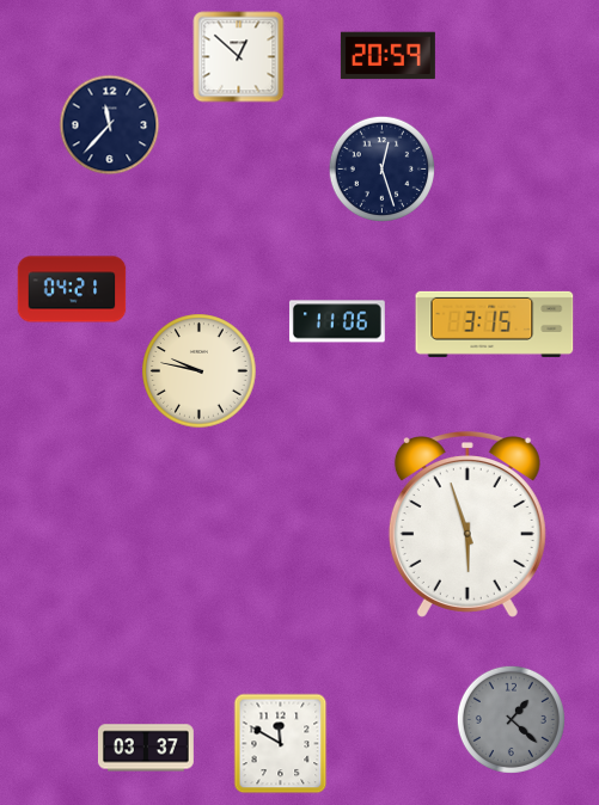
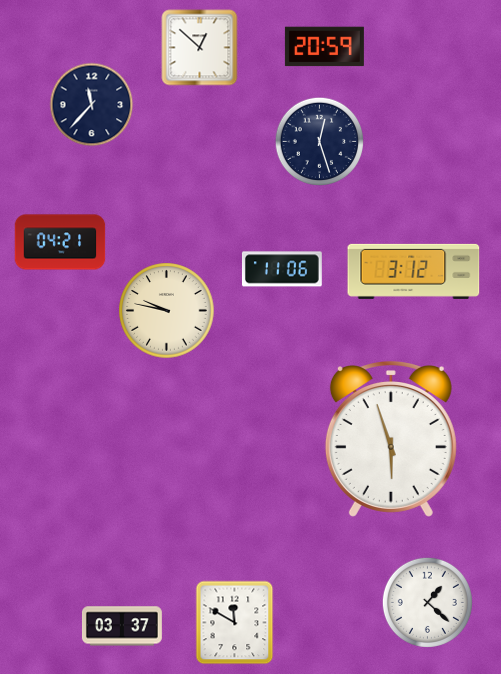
clock at (495, 324): 3:15 -> 3:12
clock at (511, 719) dial: grey -> white
